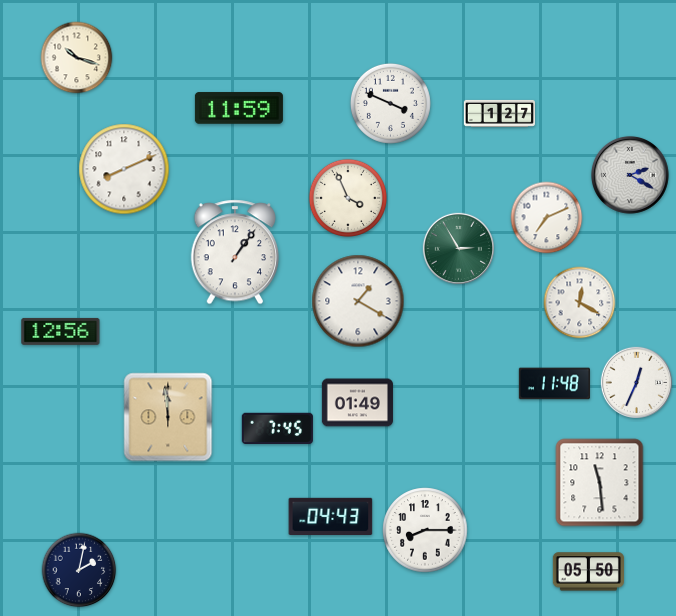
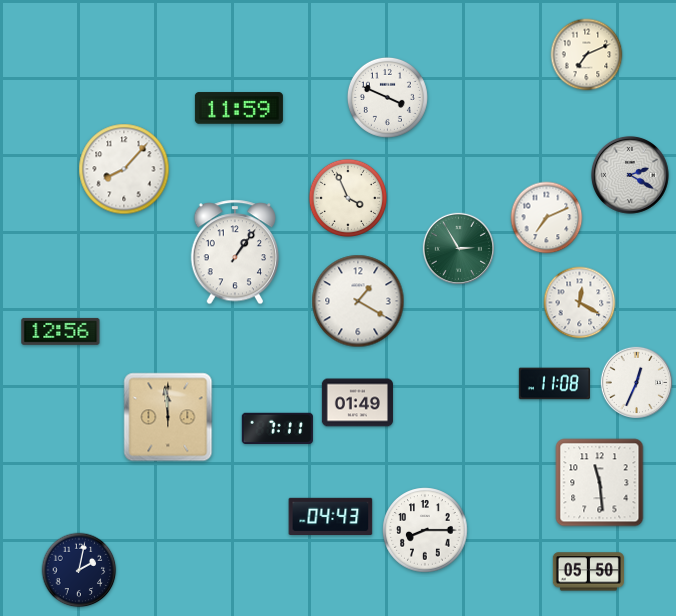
clock at (587, 55): none -> 7:11
clock at (77, 58): 10:18 -> none
clock at (390, 103) position: (390, 103) -> (387, 97)
clock at (499, 113): 1:27 -> none
clock at (124, 169): 8:11 -> 8:07
clock at (554, 384): 11:48 -> 11:08
clock at (277, 428): 7:45 -> 7:11
